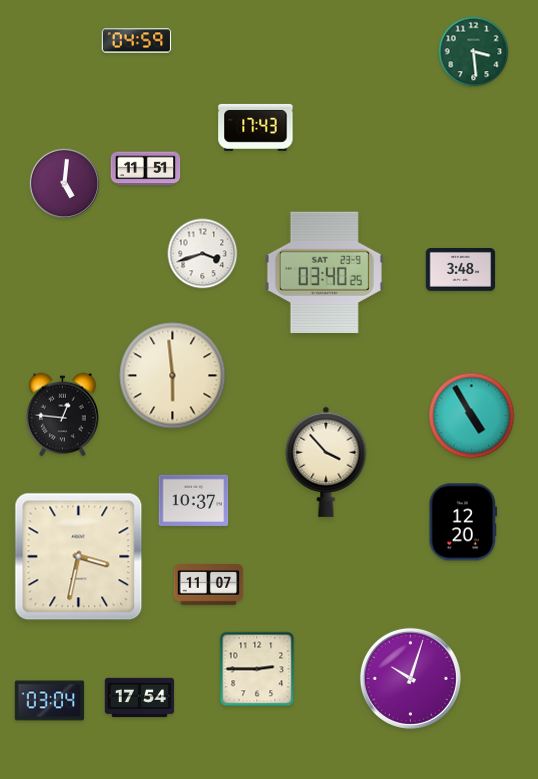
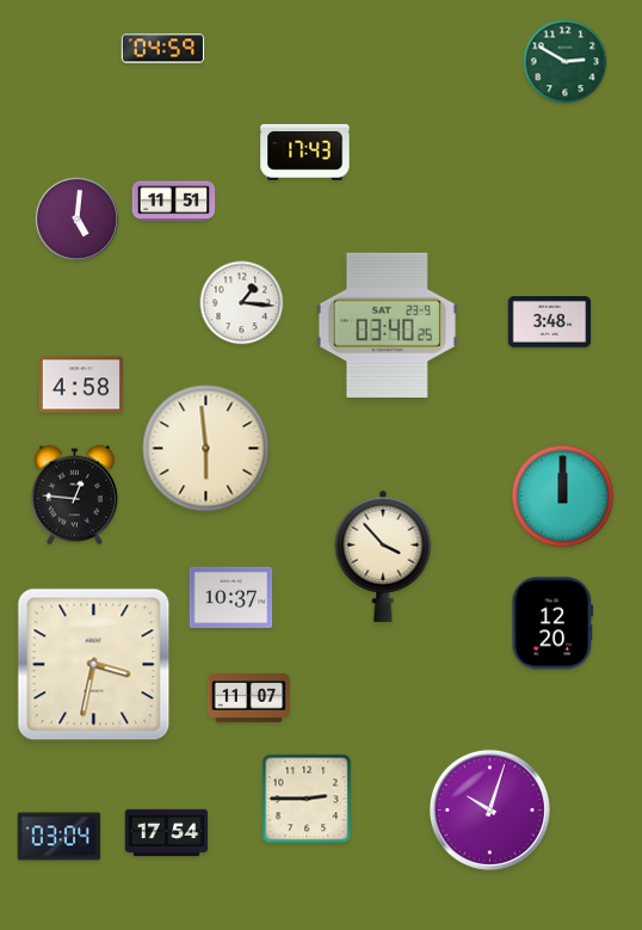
clock at (474, 52): 3:29 -> 2:50
clock at (203, 254): 3:42 -> 1:16
clock at (80, 384): none -> 4:58
clock at (472, 416): 4:55 -> 12:00
clock at (326, 462) position: (326, 462) -> (383, 556)
